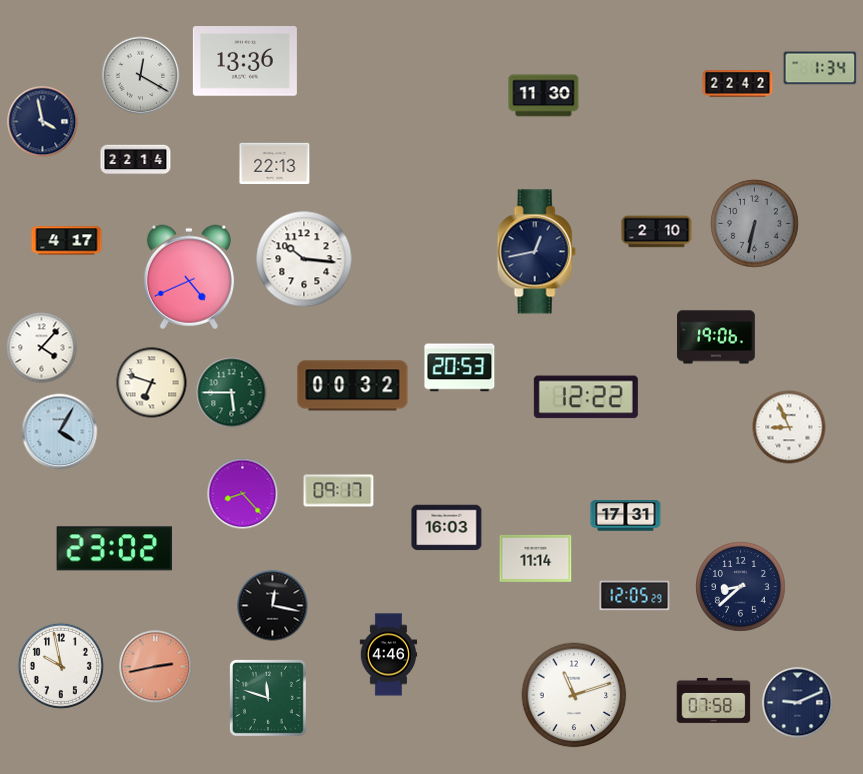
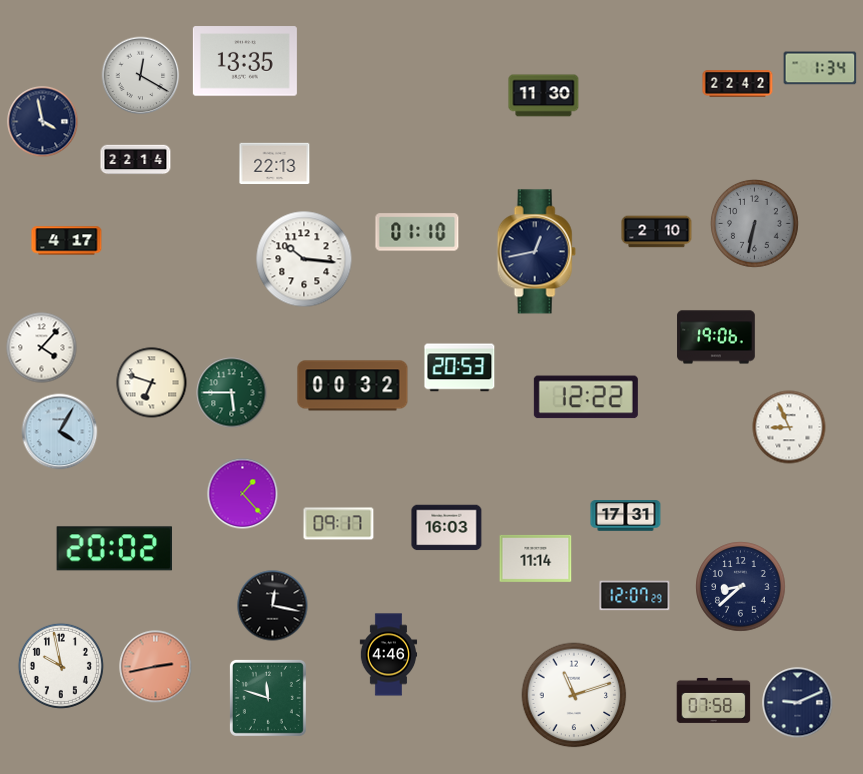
clock at (245, 61): 13:36 -> 13:35
clock at (417, 232): none -> 01:10
clock at (189, 277): 4:41 -> none
clock at (339, 491) position: (339, 491) -> (339, 524)
clock at (243, 494): 8:23 -> 1:23
clock at (115, 549): 23:02 -> 20:02
clock at (635, 596): 12:05 -> 12:07
